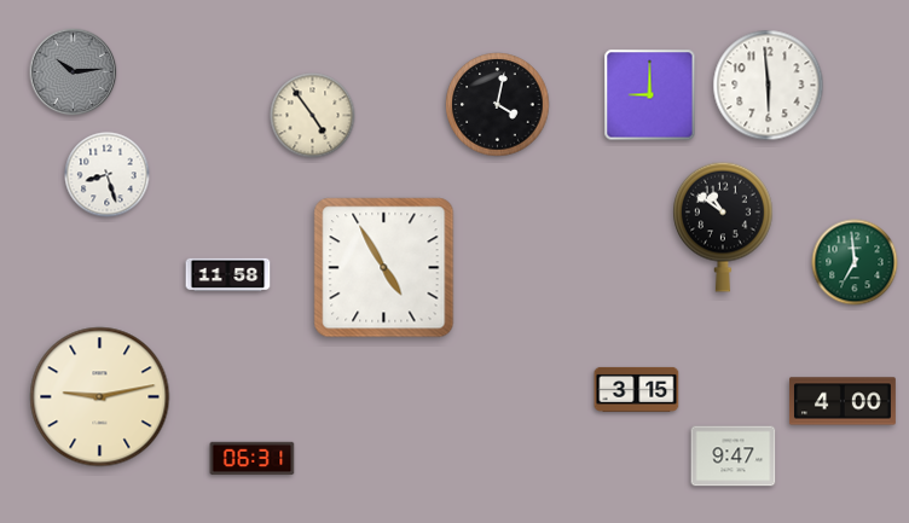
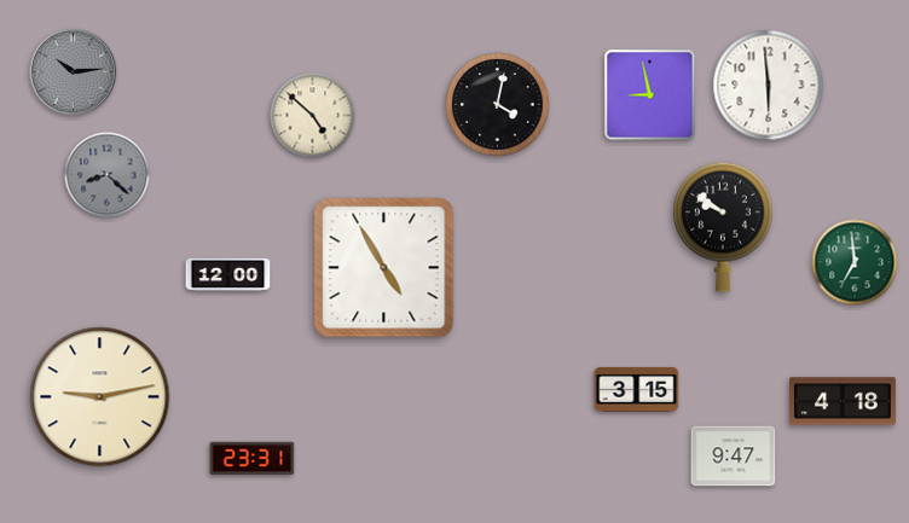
clock at (650, 95): 9:00 -> 8:58
clock at (313, 116): 4:54 -> 4:52
clock at (108, 175): 8:27 -> 8:22
clock at (108, 175) dial: white -> grey
clock at (724, 227): 10:51 -> 9:51
clock at (228, 274): 11:58 -> 12:00
clock at (843, 401): 4:00 -> 4:18
clock at (253, 458): 06:31 -> 23:31
